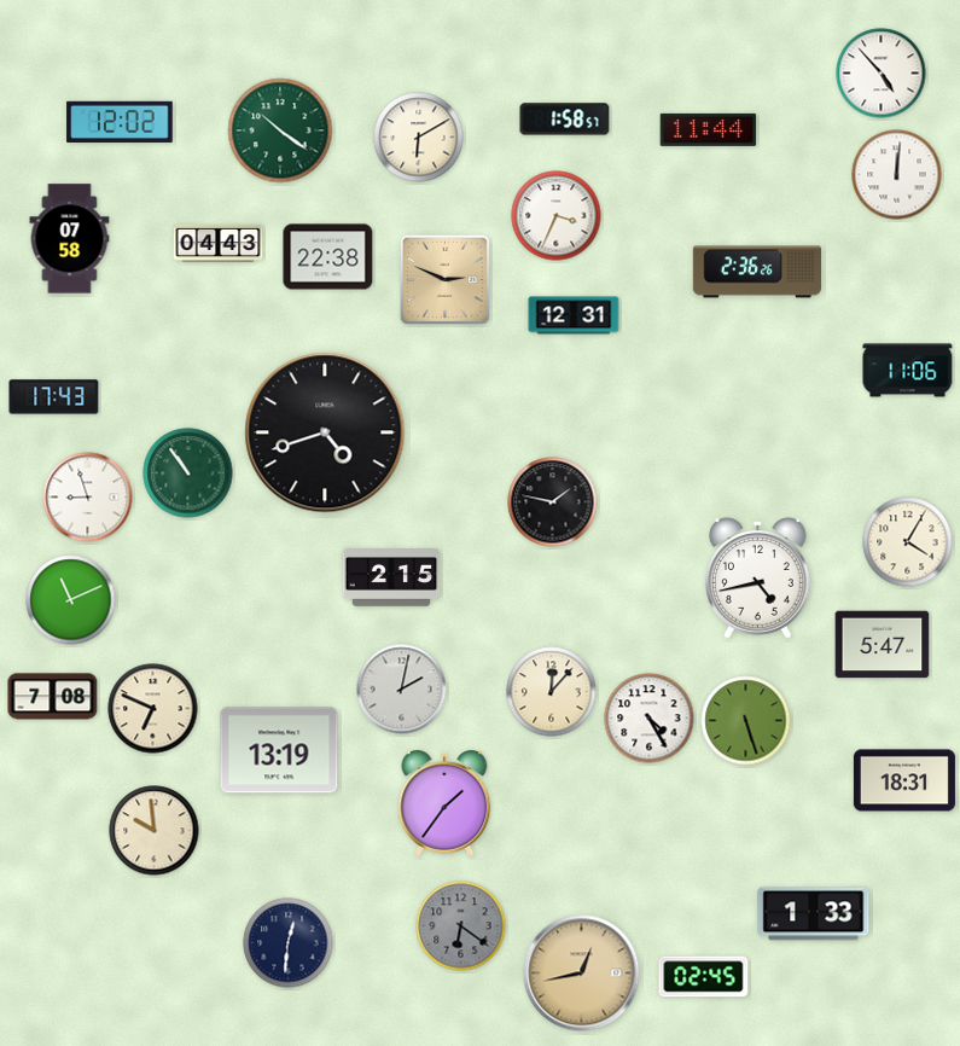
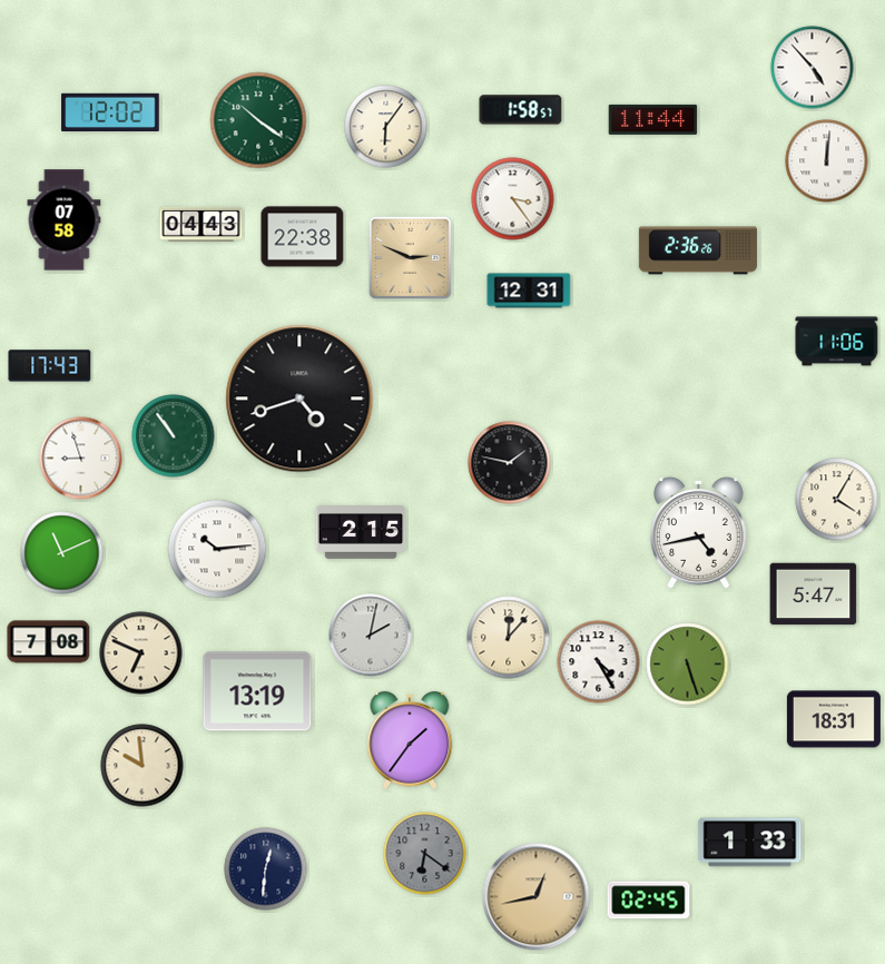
clock at (419, 138): 6:10 -> 6:06
clock at (557, 216): 3:34 -> 3:24
clock at (217, 549): none -> 10:14
clock at (71, 600) position: (71, 600) -> (62, 553)
